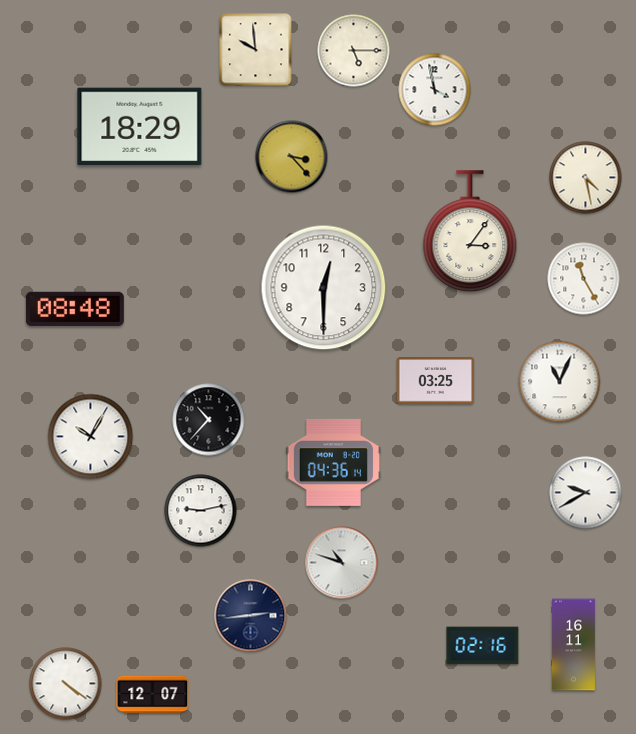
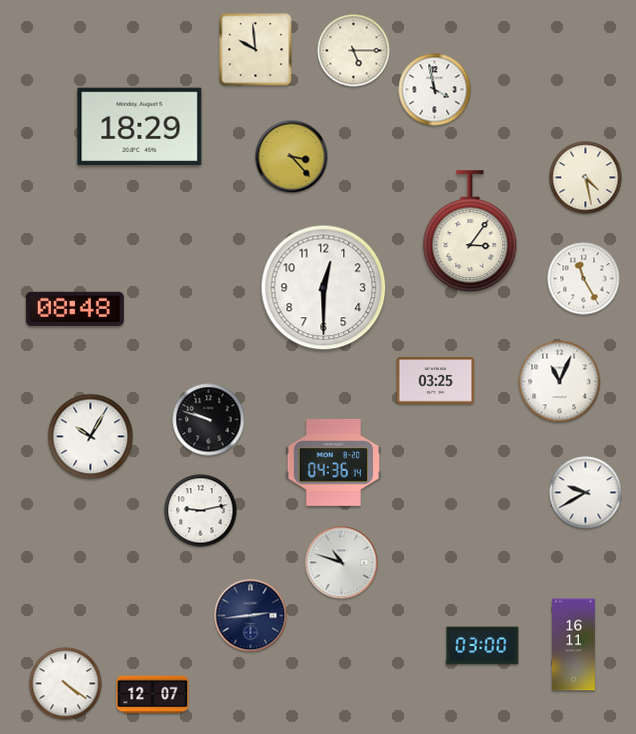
clock at (209, 420): 10:37 -> 9:48
clock at (483, 646): 02:16 -> 03:00
